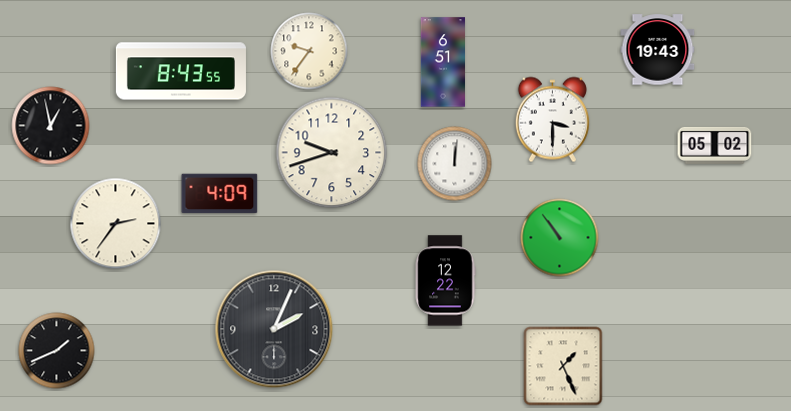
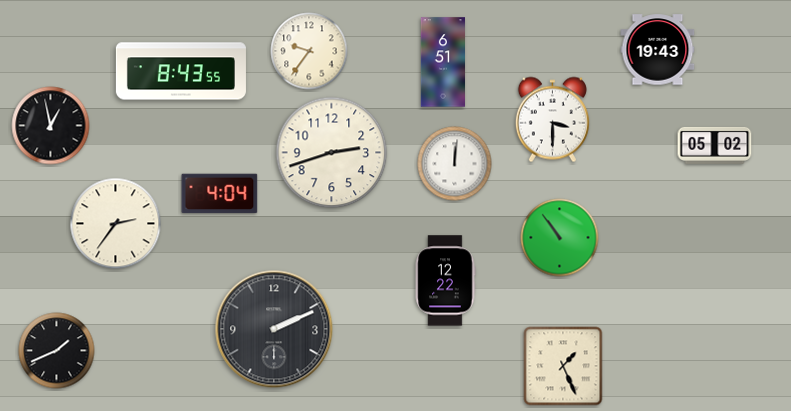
clock at (332, 153): 9:42 -> 2:42
clock at (220, 194): 4:09 -> 4:04
clock at (274, 329): 2:04 -> 2:11
